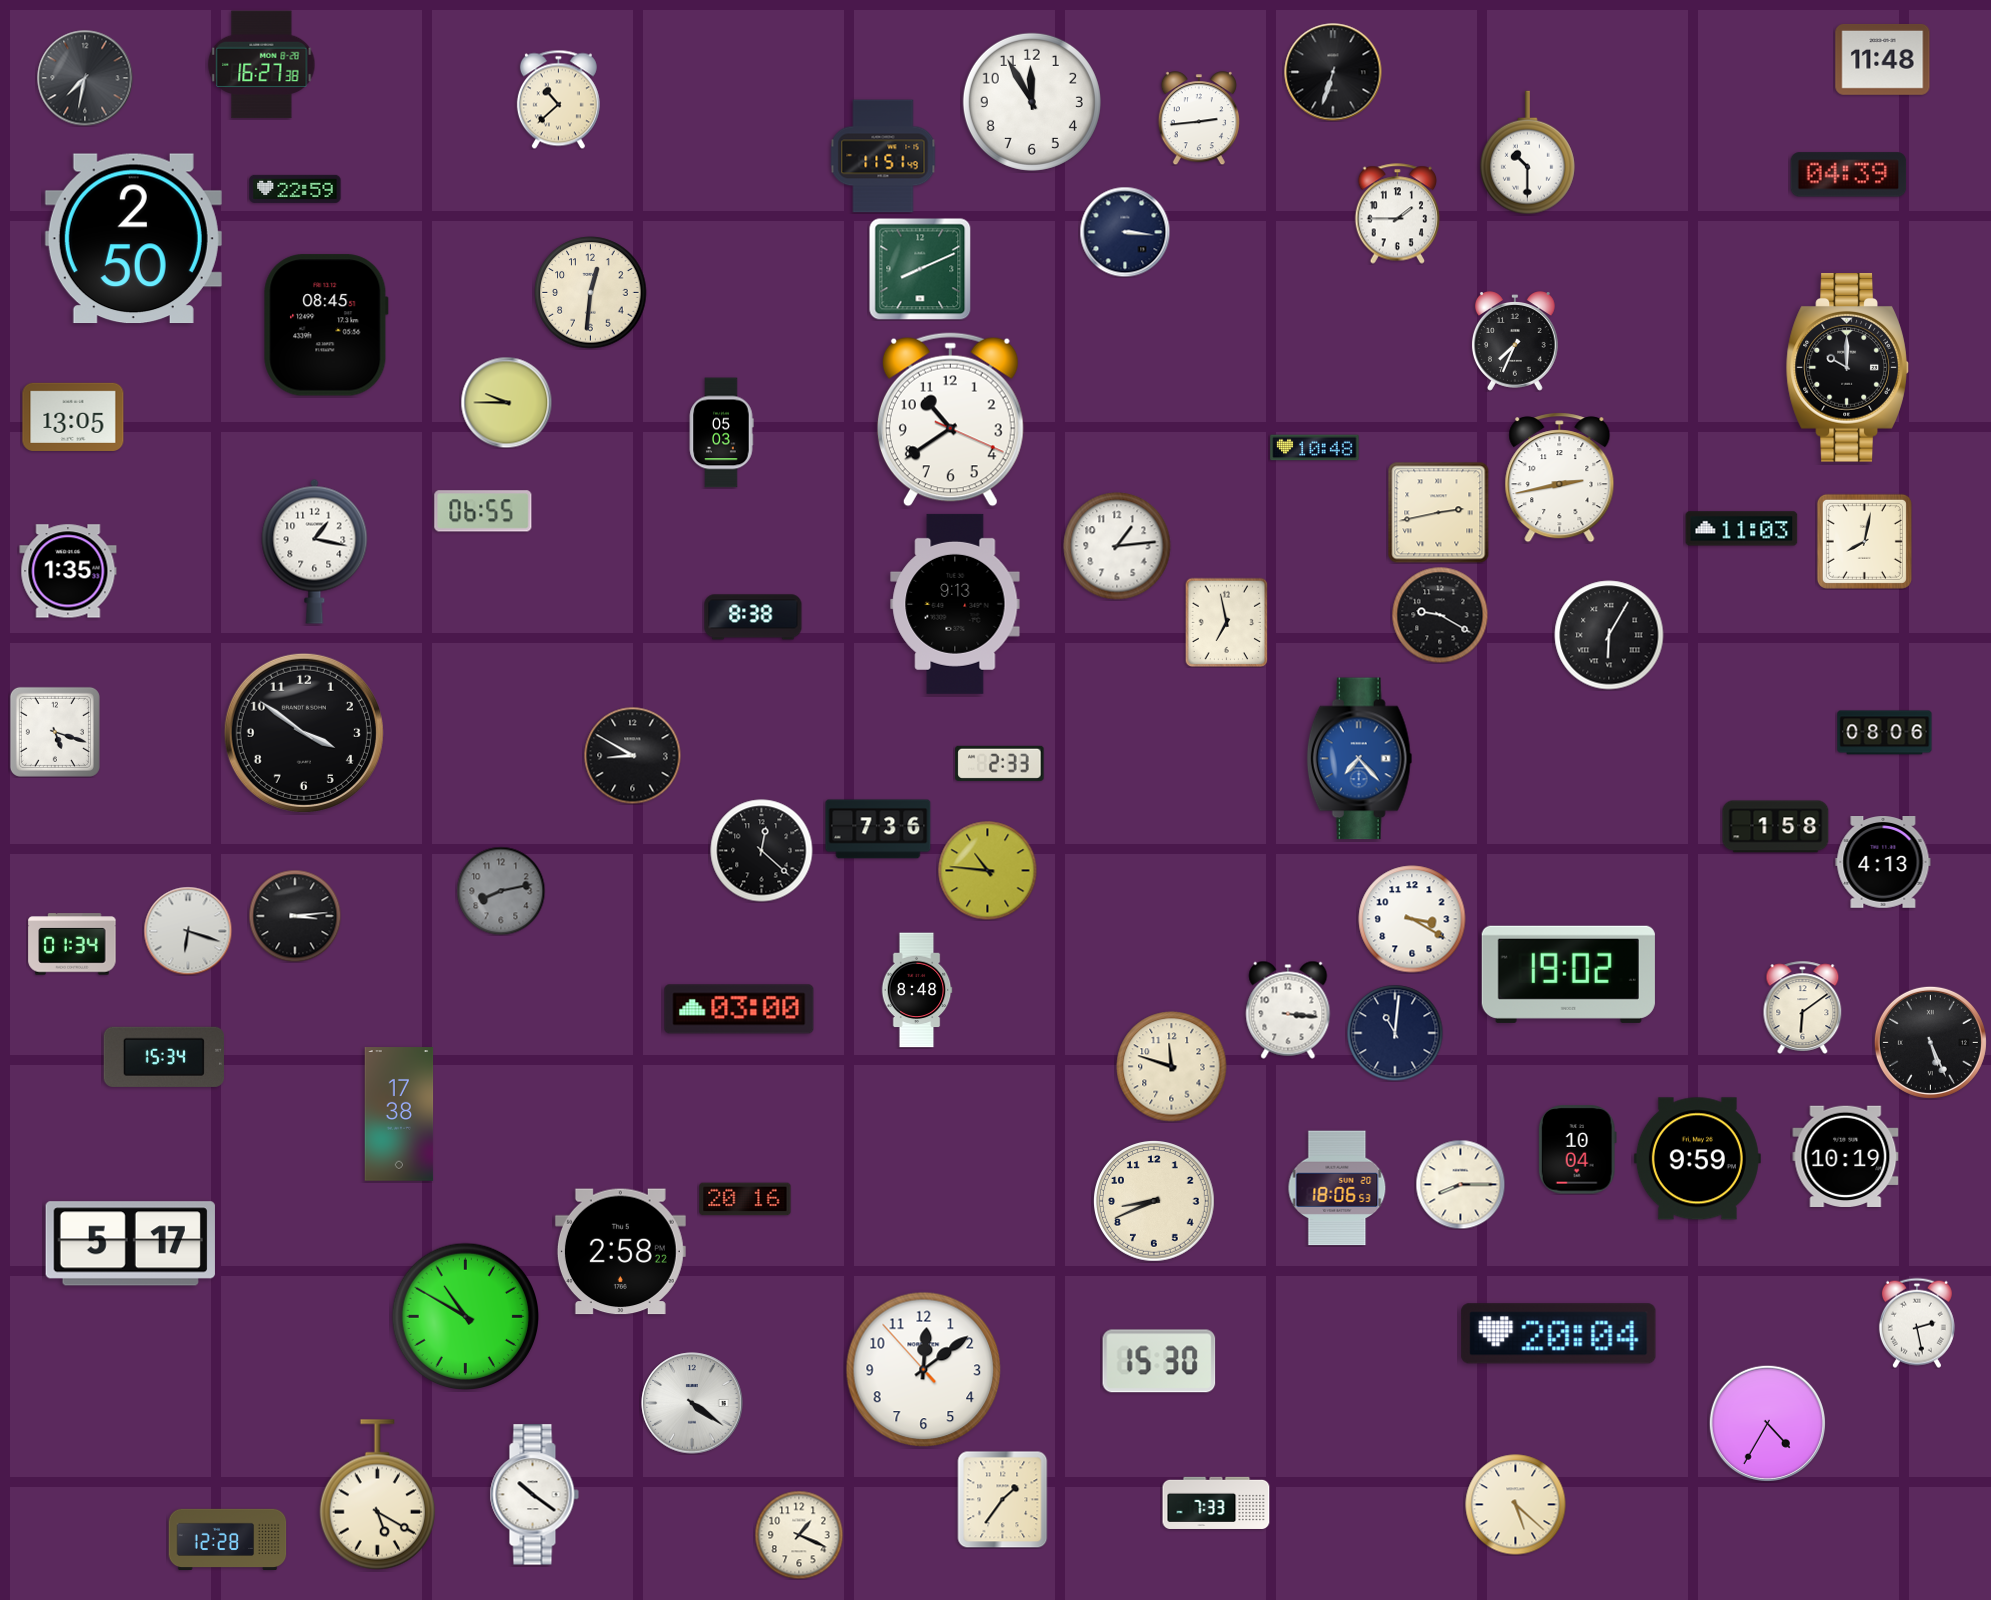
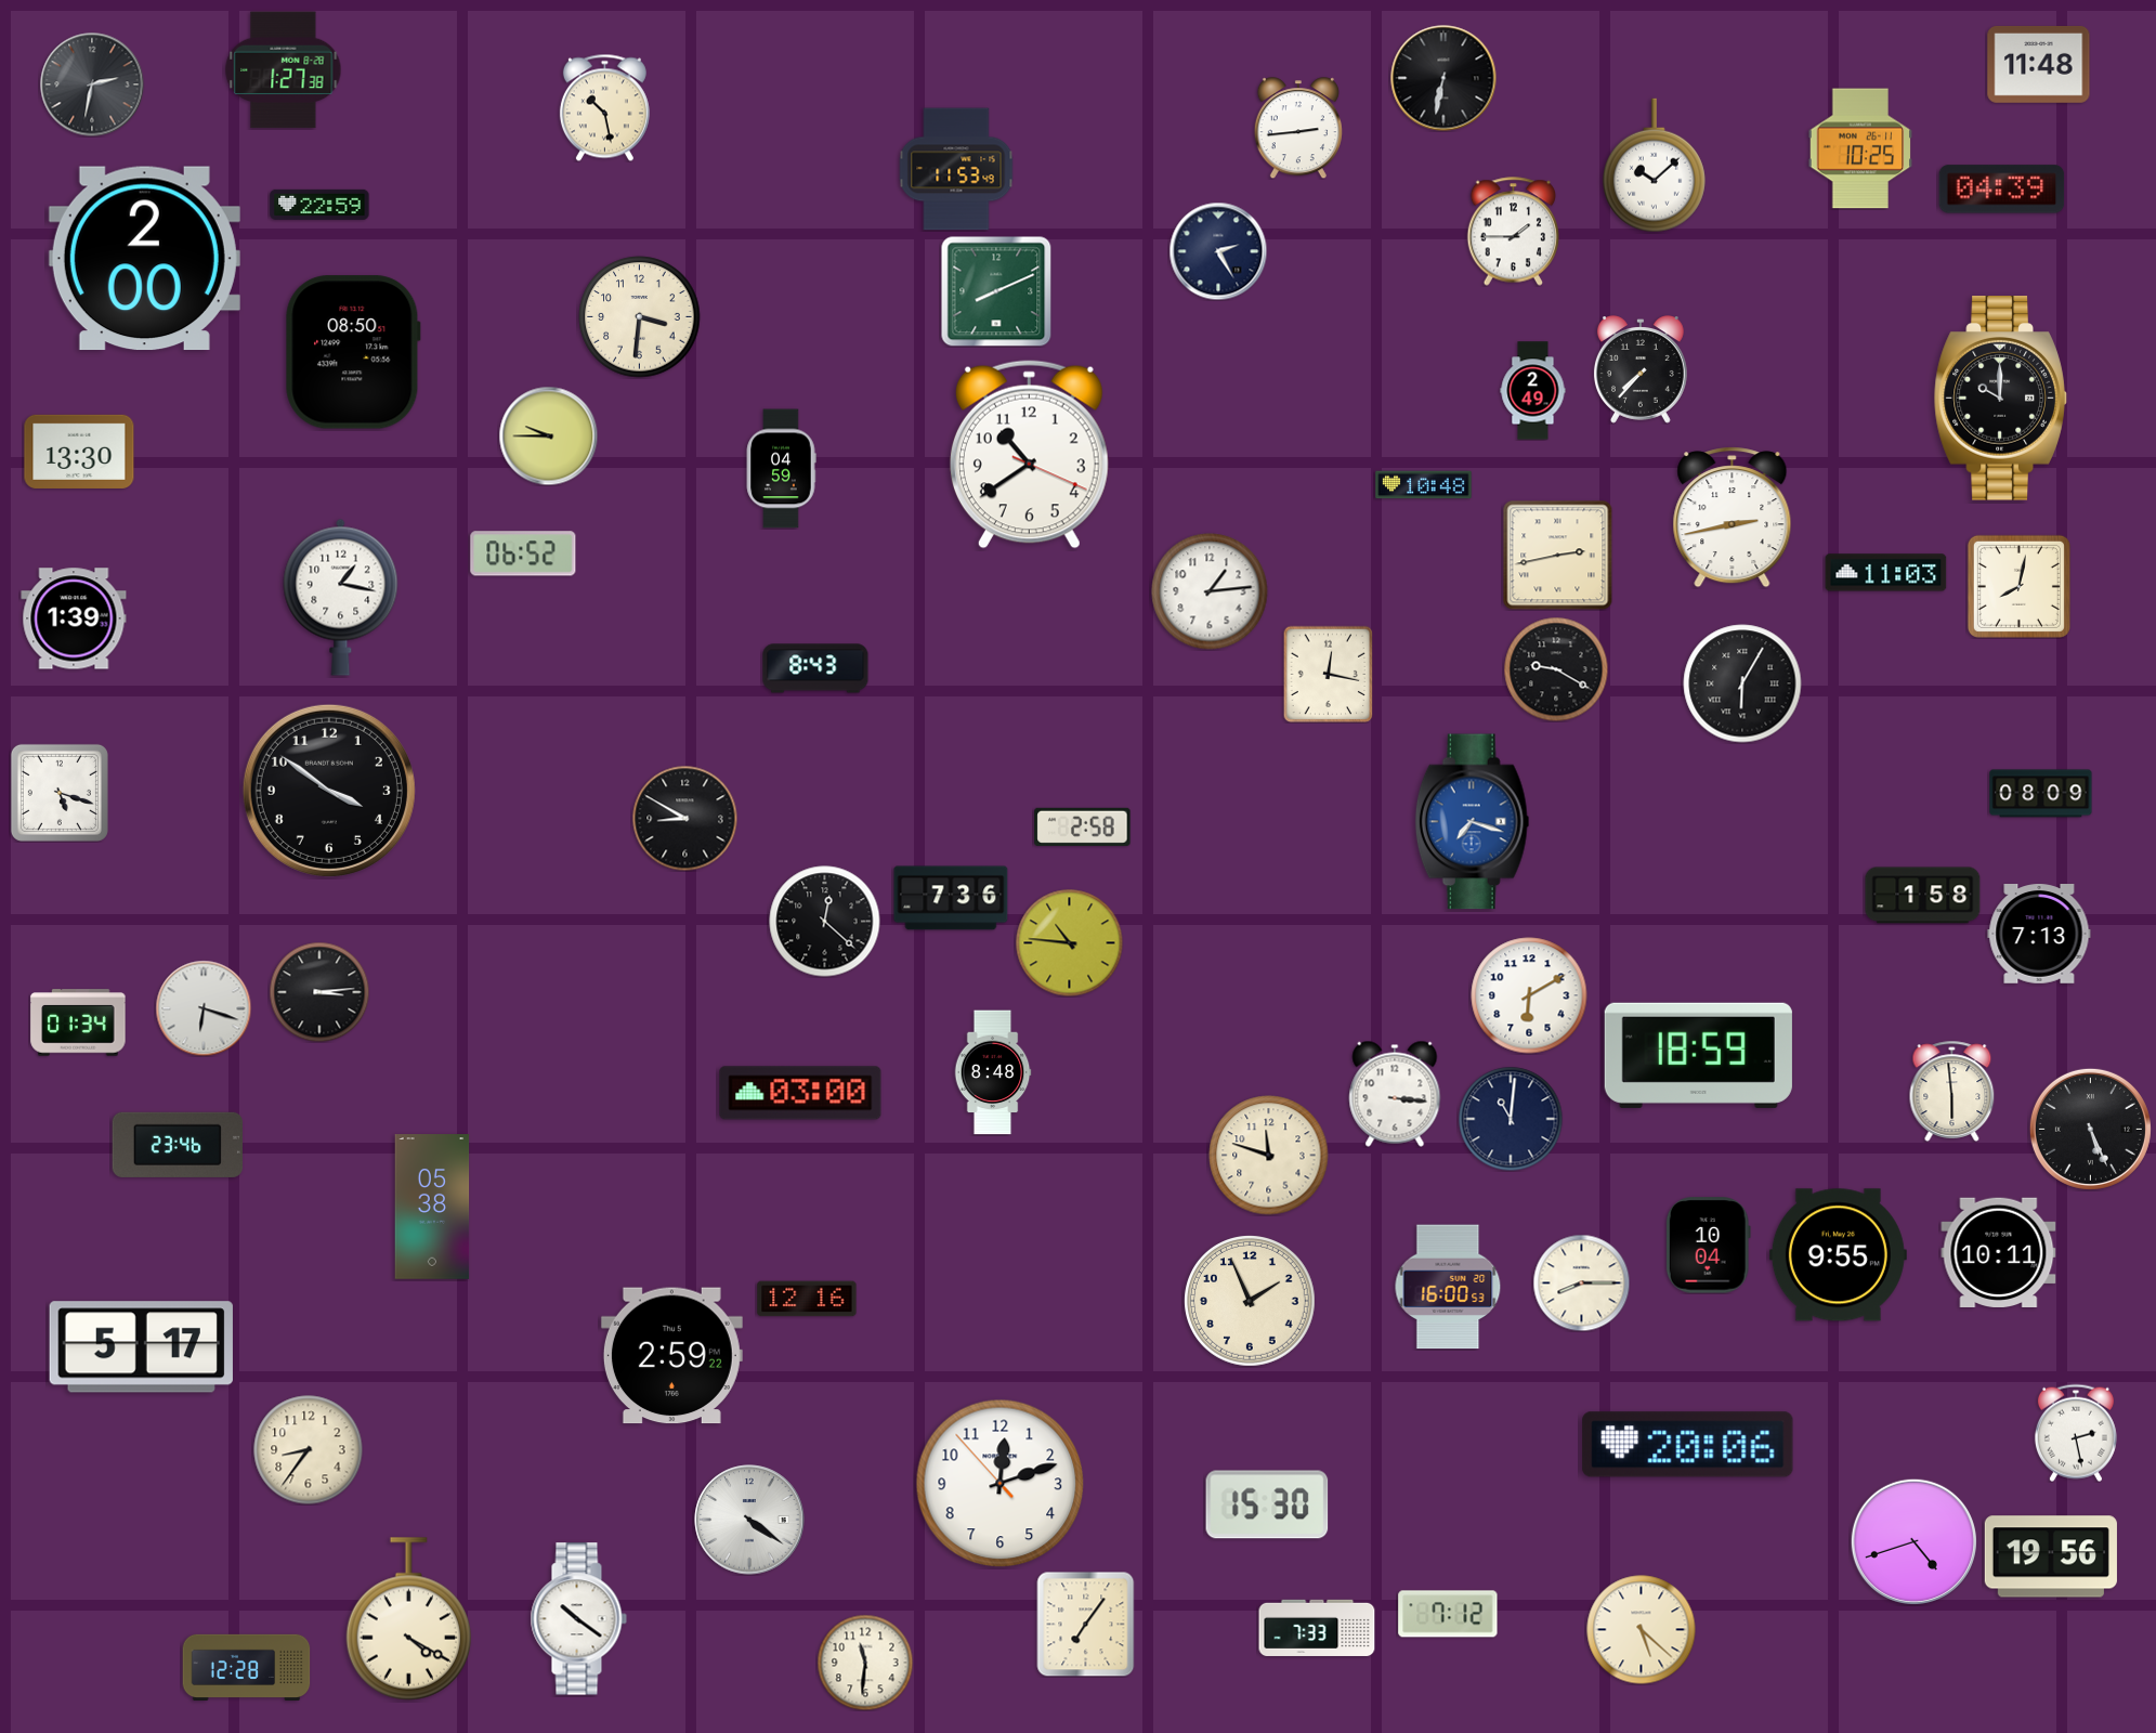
clock at (262, 65): 16:27 -> 1:27
clock at (1333, 72): 6:33 -> 6:32
clock at (85, 78): 7:32 -> 2:32
clock at (558, 99): 10:38 -> 10:28
clock at (1032, 102): 11:55 -> none
clock at (1860, 148): none -> 10:25
clock at (1527, 153): 10:30 -> 10:08
clock at (883, 156): 11:51 -> 11:53
clock at (1125, 232): 3:16 -> 2:25
clock at (133, 239): 2:50 -> 2:00
clock at (591, 293): 12:31 -> 3:31
clock at (326, 325): 08:45 -> 08:50
clock at (1515, 341): 7:34 -> 7:37
clock at (1533, 391): none -> 2:49
clock at (73, 417): 13:05 -> 13:30
clock at (721, 433): 05:03 -> 04:59
clock at (1560, 478) position: (1560, 478) -> (1733, 518)
clock at (483, 511): 06:55 -> 06:52
clock at (68, 571): 1:35 -> 1:39
clock at (955, 604): 9:13 -> none
clock at (1440, 615) position: (1440, 615) -> (1556, 669)
clock at (753, 617): 8:38 -> 8:43
clock at (1227, 622): 6:58 -> 12:17
clock at (1609, 635) position: (1609, 635) -> (1742, 683)
clock at (304, 733) position: (304, 733) -> (329, 791)
clock at (1885, 733): 08:06 -> 08:09
clock at (1360, 759): 7:23 -> 7:18
clock at (1000, 763): 2:33 -> 2:58
clock at (1883, 862): 4:13 -> 7:13
clock at (501, 891): 8:13 -> none
clock at (1412, 919): 3:20 -> 6:10
clock at (1568, 974): 19:02 -> 18:59
clock at (1803, 1007): 6:09 -> 5:59
clock at (163, 1057): 15:34 -> 23:46
clock at (399, 1114): 17:38 -> 05:38
clock at (1846, 1156): 10:19 -> 10:11
clock at (1697, 1159): 9:59 -> 9:55
clock at (1337, 1188): 18:06 -> 16:00
clock at (745, 1199): 20:16 -> 12:16
clock at (1155, 1202): 8:41 -> 1:56
clock at (620, 1252): 2:58 -> 2:59
clock at (465, 1316): 10:50 -> none
clock at (1559, 1334): 20:04 -> 20:06
clock at (309, 1450): none -> 8:36
clock at (1159, 1361) position: (1159, 1361) -> (1267, 1504)
clock at (924, 1370): 12:08 -> 12:11
clock at (1767, 1423): 4:35 -> 4:42
clock at (2051, 1556): none -> 19:56
clock at (1448, 1614): none -> 7:12
clock at (377, 1495): 5:20 -> 4:20
clock at (1003, 1499): 1:36 -> 7:06
clock at (799, 1535): 1:19 -> 11:31
